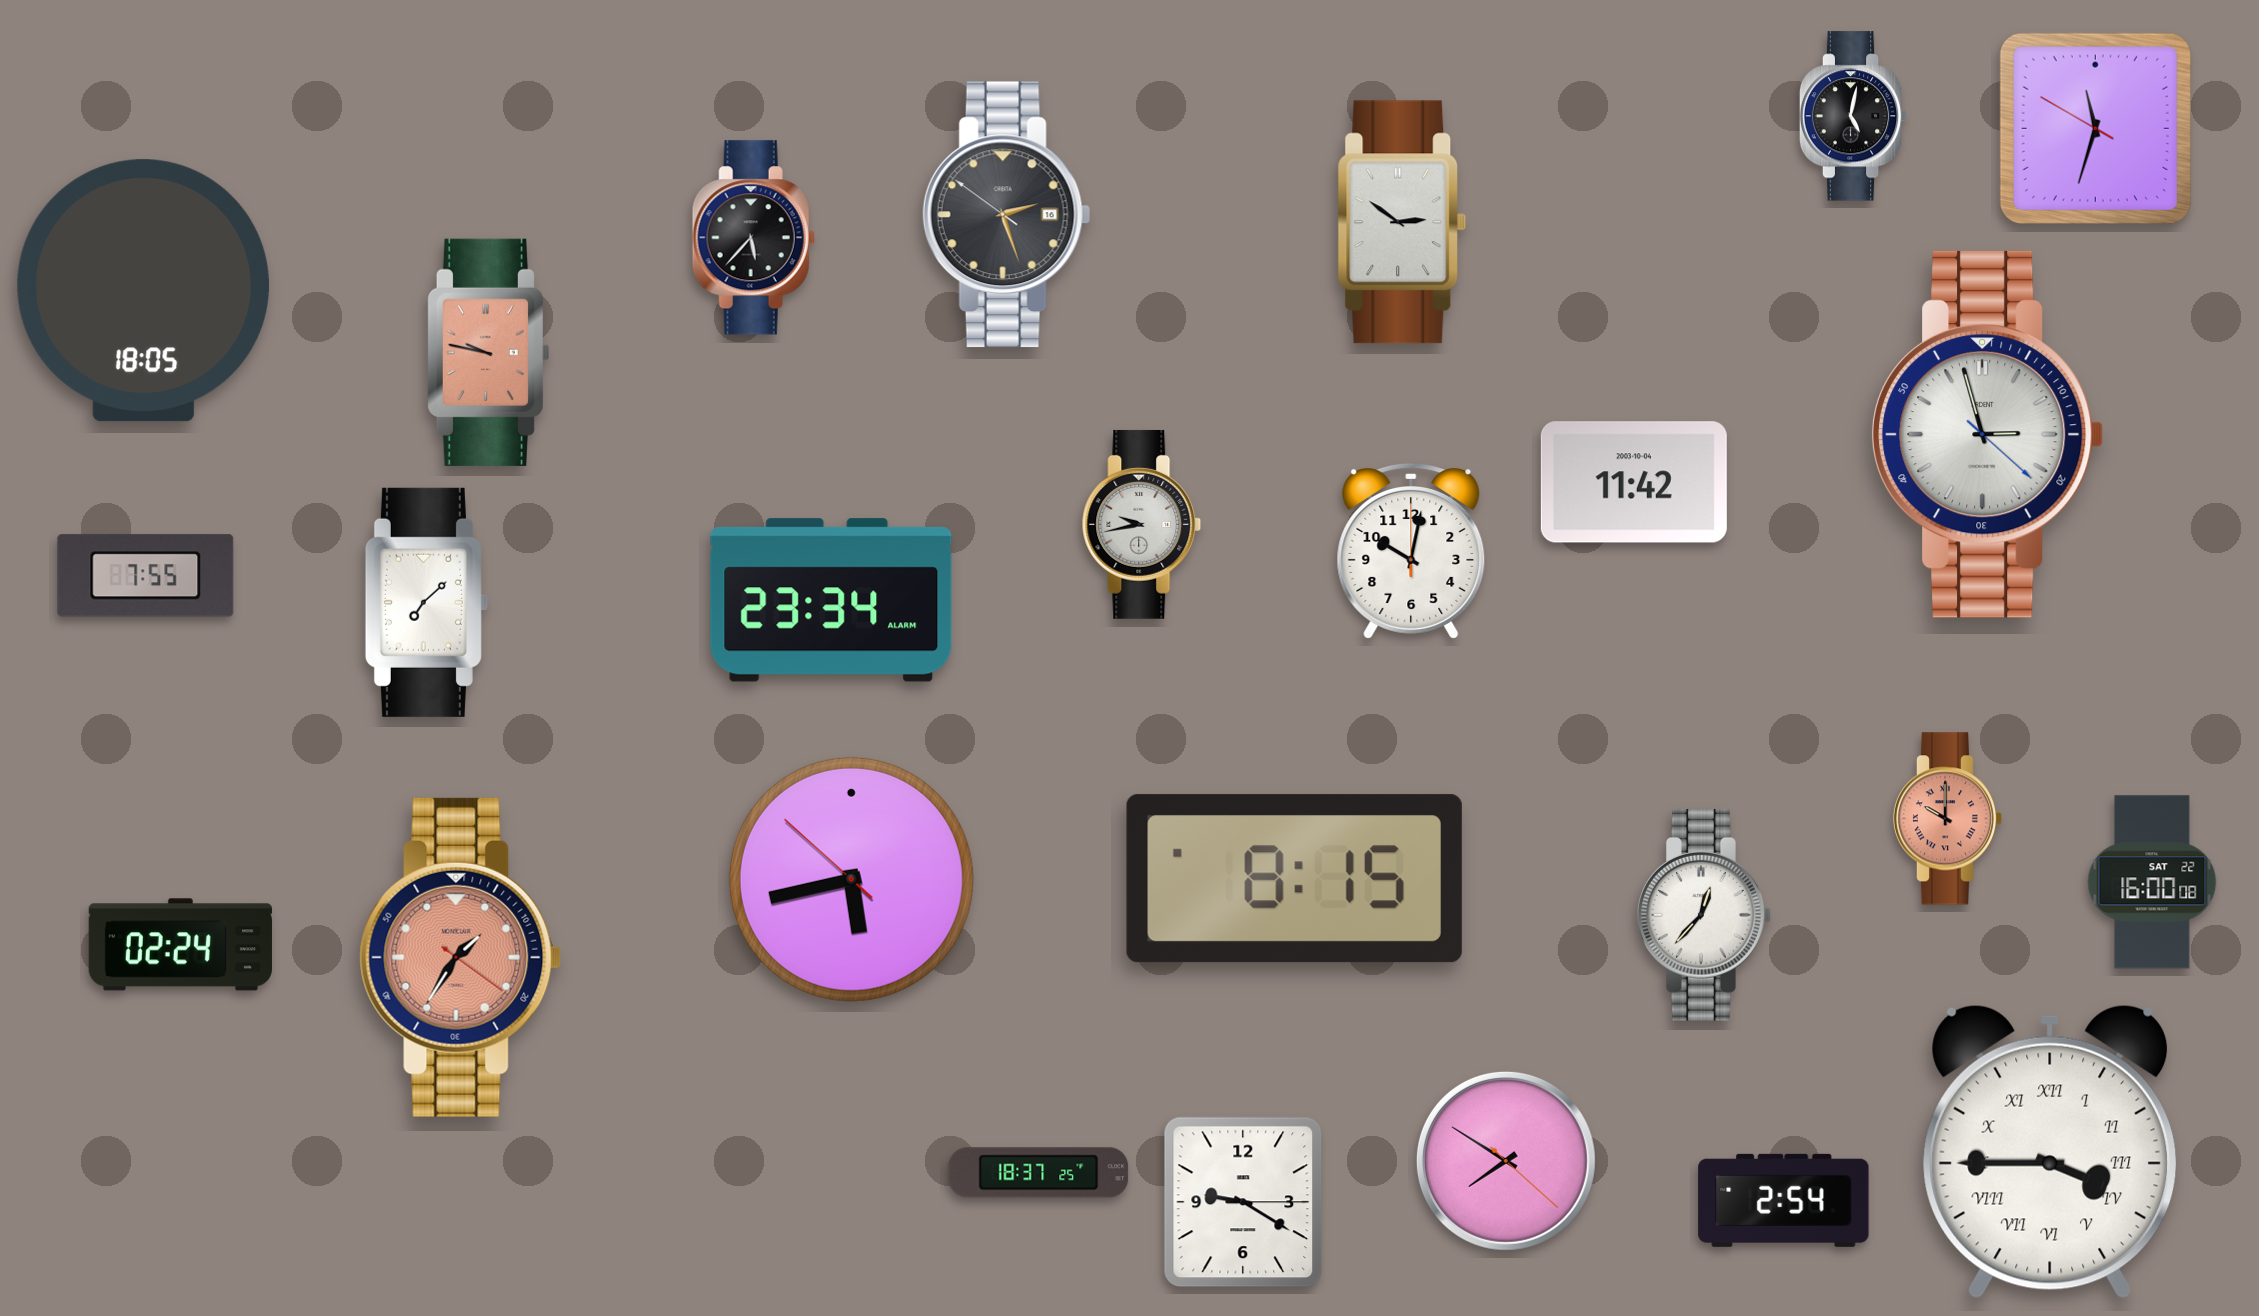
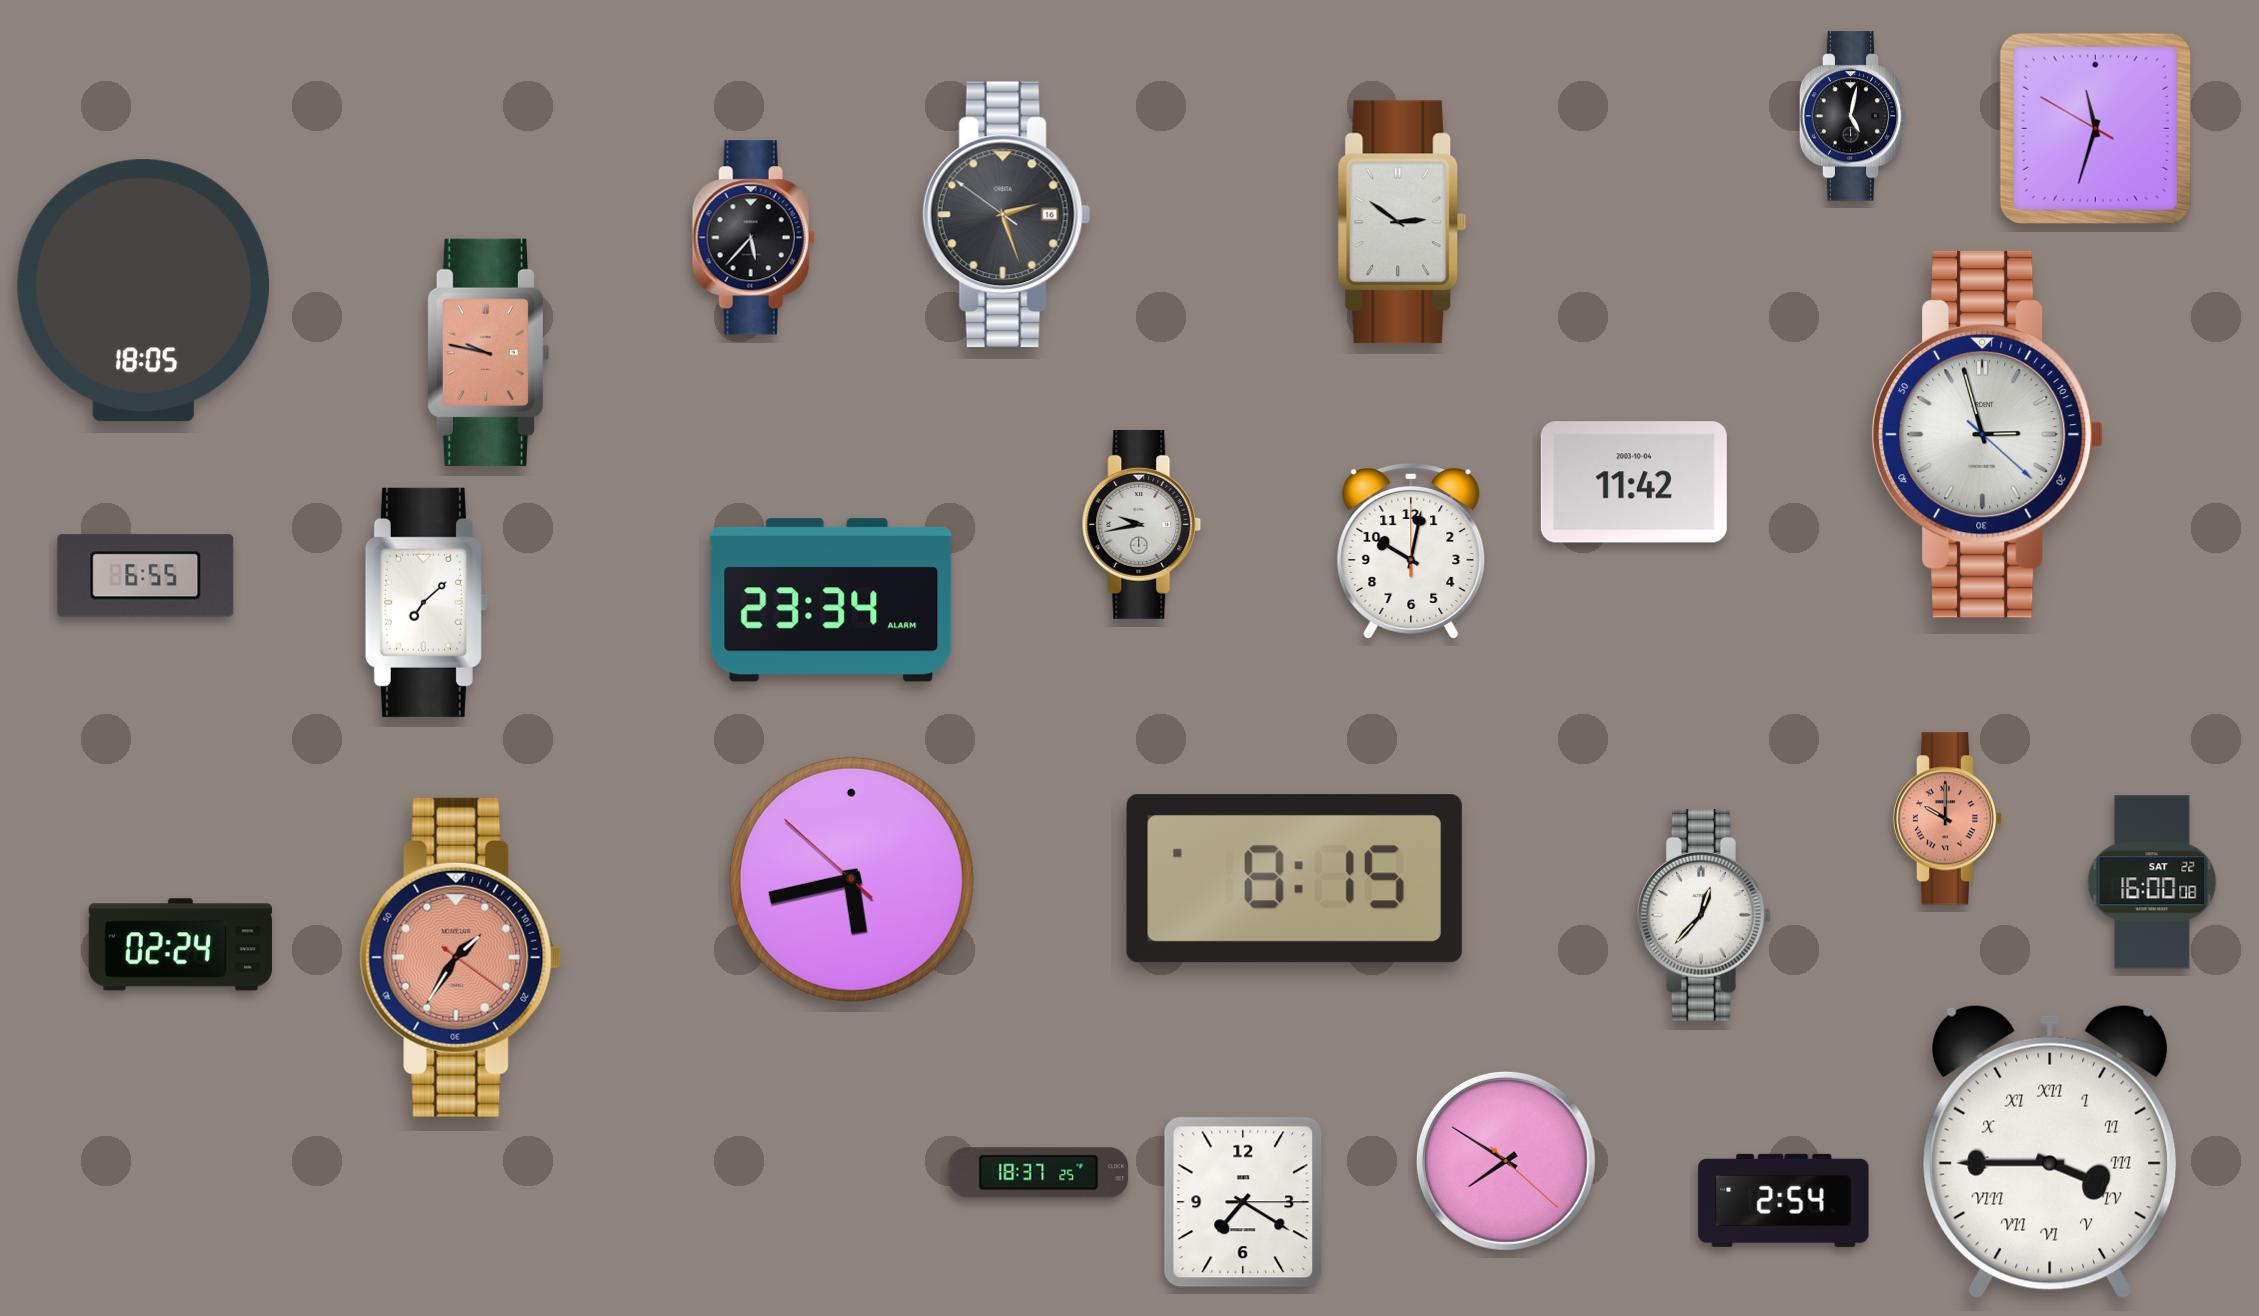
clock at (146, 576): 7:55 -> 6:55
clock at (1243, 1202): 9:20 -> 7:20
